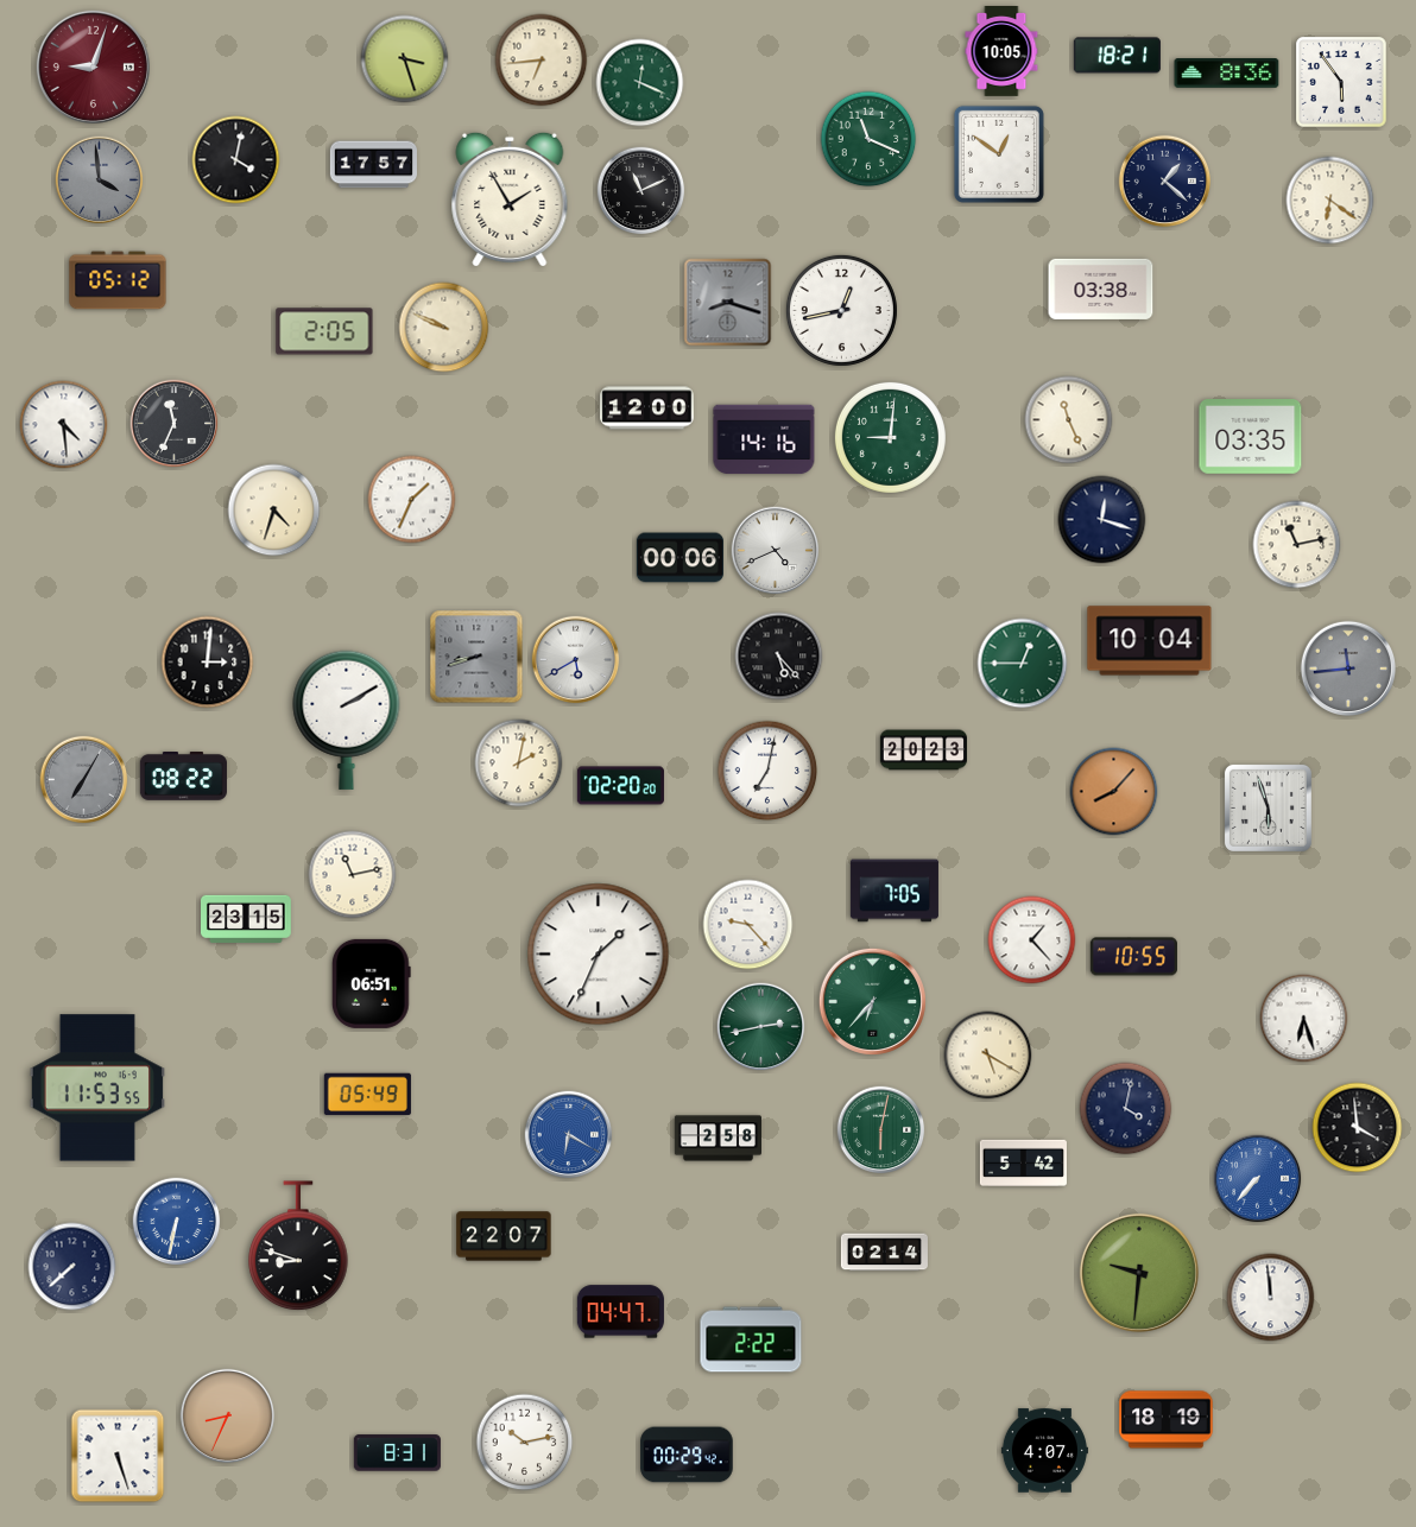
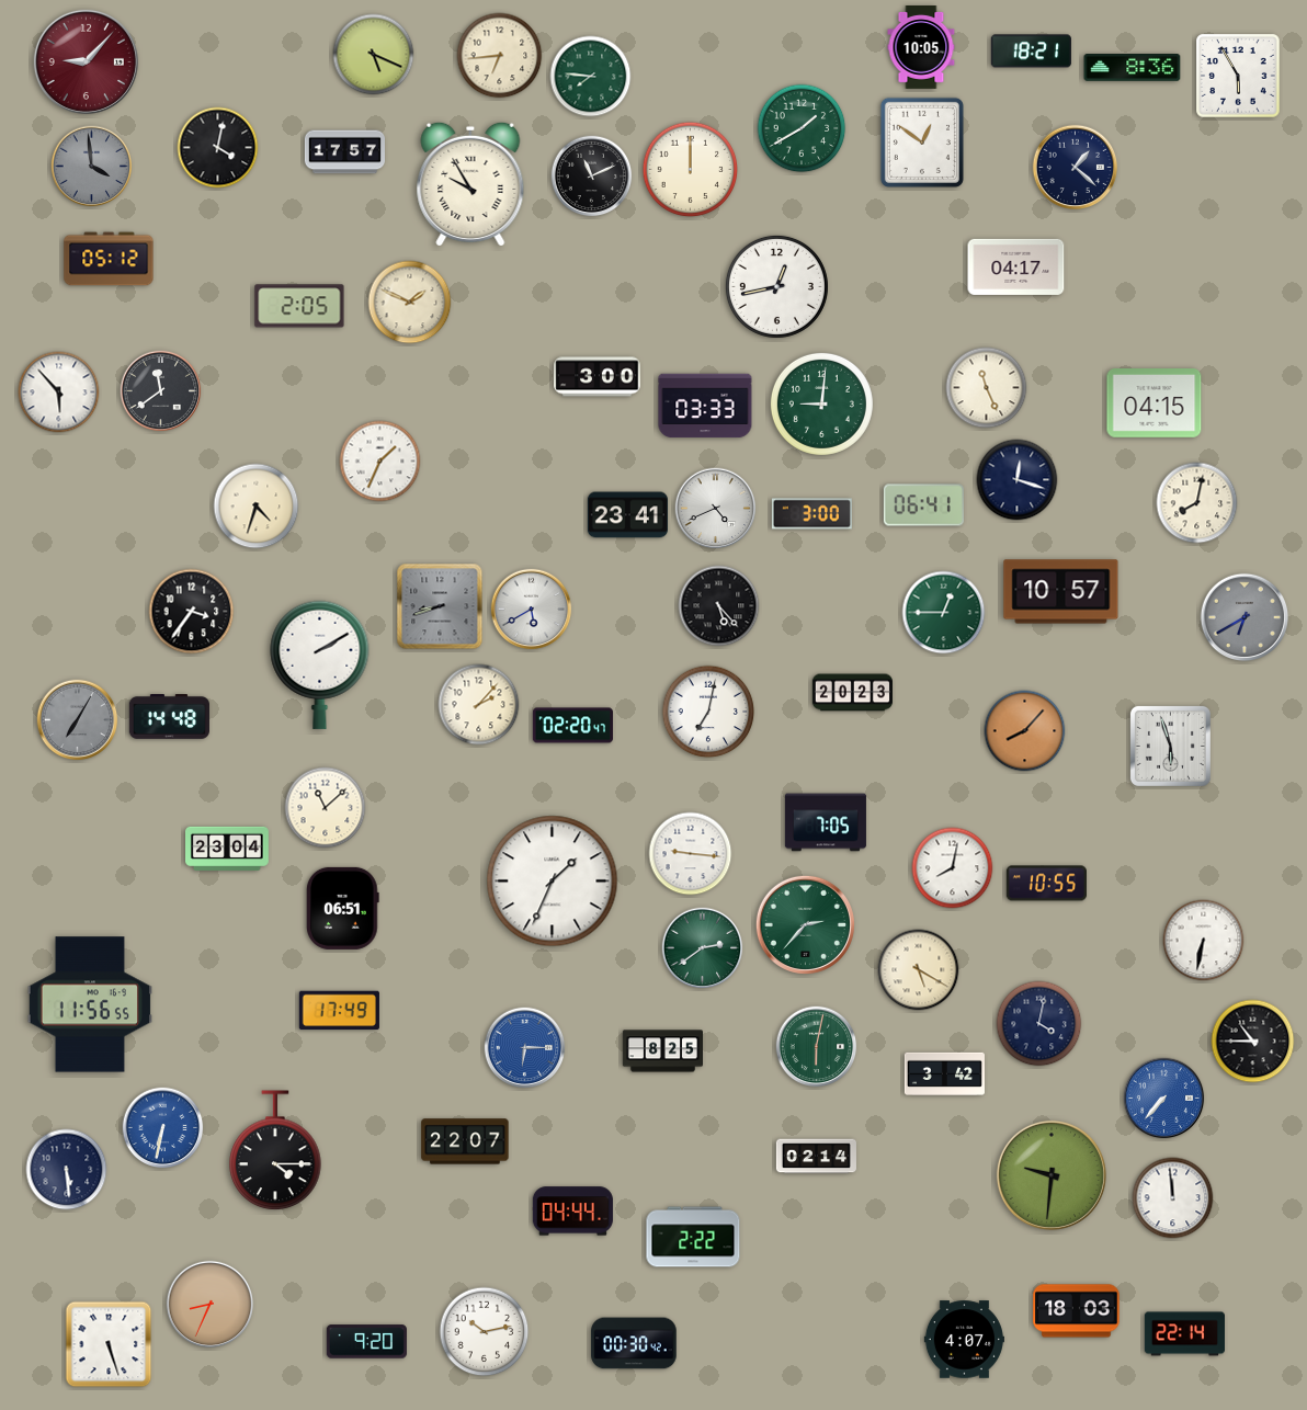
clock at (1001, 52) position: (1001, 52) -> (921, 48)
clock at (405, 59): 3:27 -> 5:19
clock at (93, 66): 9:03 -> 9:07
clock at (1341, 82): 5:54 -> 5:55
clock at (640, 83): 12:19 -> 7:46
clock at (868, 139): 11:19 -> 1:40
clock at (691, 170): none -> 12:00
clock at (510, 199): 1:55 -> 9:55
clock at (1330, 201): 6:21 -> none
clock at (1101, 289): 03:38 -> 04:17
clock at (728, 303): 8:18 -> none
clock at (444, 328): 9:49 -> 1:49
clock at (647, 408): 12:00 -> 3:00
clock at (175, 424): 11:34 -> 11:39
clock at (64, 425): 4:29 -> 5:53
clock at (1251, 437): 03:35 -> 04:15
clock at (764, 439): 14:16 -> 03:33
clock at (274, 511) position: (274, 511) -> (257, 507)
clock at (1297, 545): 11:13 -> 8:02
clock at (923, 505): none -> 06:41
clock at (811, 514): none -> 3:00
clock at (679, 558): 00:06 -> 23:41
clock at (1150, 641): 10:04 -> 10:57
clock at (208, 663): 3:01 -> 3:36
clock at (1348, 669): 11:44 -> 6:40
clock at (519, 763): 2:02 -> 2:07
clock at (183, 777): 08:22 -> 14:48
clock at (620, 786): 02:20:20 -> 02:20:47
clock at (1114, 792) position: (1114, 792) -> (1025, 731)
clock at (353, 875): 11:13 -> 11:08
clock at (247, 919): 23:15 -> 23:04
clock at (748, 925): 9:23 -> 9:16
clock at (1032, 940): 1:23 -> 8:02
clock at (872, 1001): 6:37 -> 2:37
clock at (1304, 1019): 6:27 -> 6:32
clock at (761, 1027): 2:43 -> 2:39
clock at (988, 1056) position: (988, 1056) -> (919, 970)
clock at (96, 1088): 11:53 -> 11:56
clock at (367, 1095): 05:49 -> 17:49
clock at (1358, 1128): 3:59 -> 10:45
clock at (881, 1130) position: (881, 1130) -> (817, 1047)
clock at (569, 1135): 6:20 -> 6:15
clock at (718, 1139): 2:58 -> 8:25
clock at (1023, 1162): 5:42 -> 3:42
clock at (1258, 1179) position: (1258, 1179) -> (1164, 1099)
clock at (298, 1247): 8:48 -> 4:15
clock at (72, 1267): 7:38 -> 5:29
clock at (620, 1312): 04:47 -> 04:44
clock at (228, 1417) position: (228, 1417) -> (211, 1305)
clock at (1167, 1420): 18:19 -> 18:03
clock at (1184, 1334): none -> 22:14
clock at (397, 1453): 8:31 -> 9:20
clock at (687, 1455): 00:29 -> 00:30
